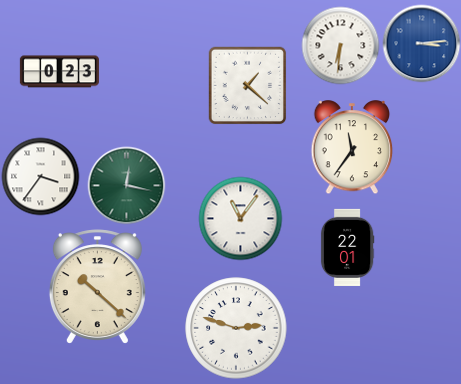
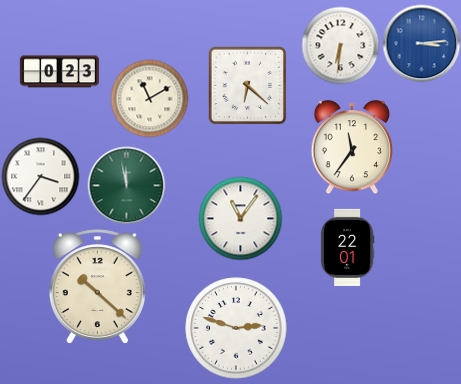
clock at (247, 85): 1:22 -> 6:22
clock at (149, 98): none -> 11:10
clock at (126, 185): 12:17 -> 11:58
